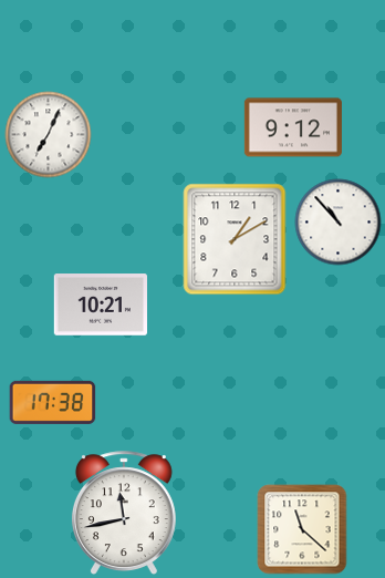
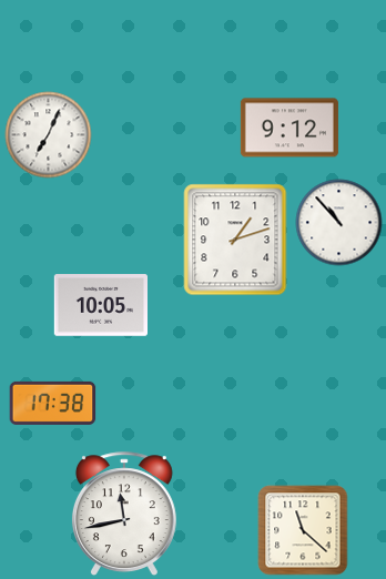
clock at (293, 127) position: (293, 127) -> (289, 128)
clock at (235, 239): 1:10 -> 1:12
clock at (100, 305): 10:21 -> 10:05
